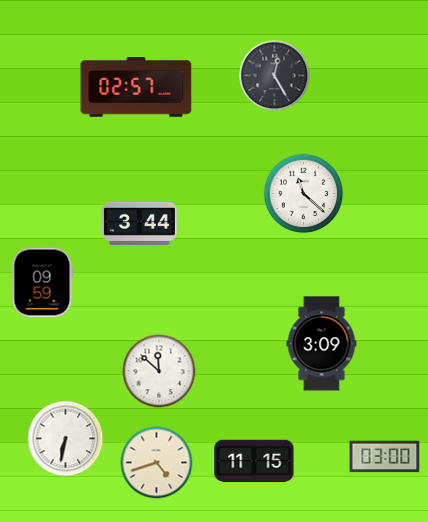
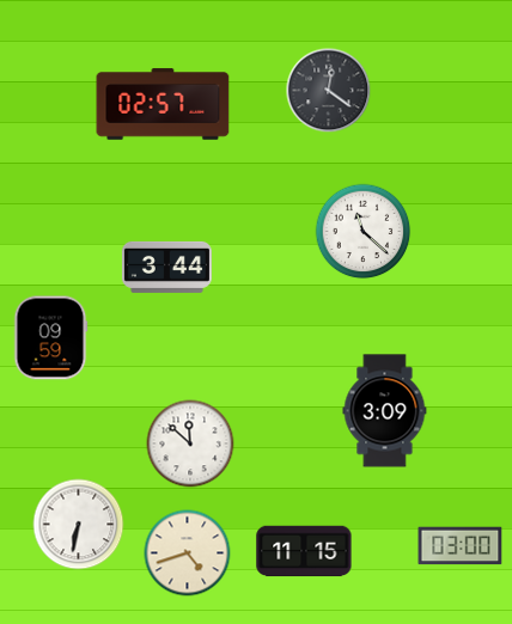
clock at (275, 76): 12:25 -> 12:21
